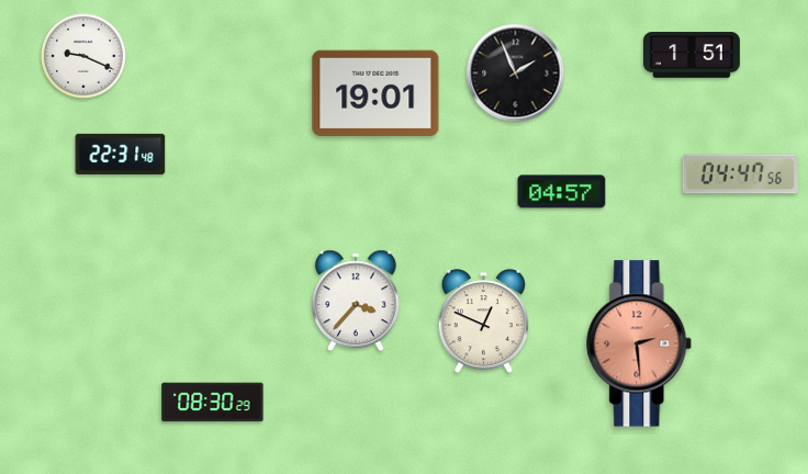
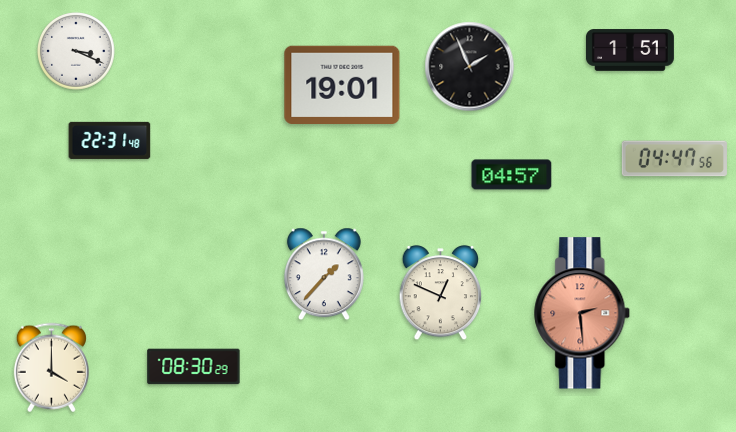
clock at (85, 57): 9:19 -> 3:19
clock at (356, 301): 3:37 -> 1:37
clock at (51, 368): none -> 4:00
